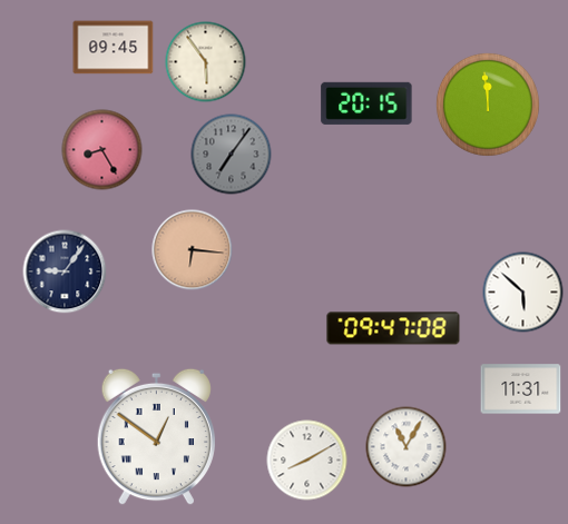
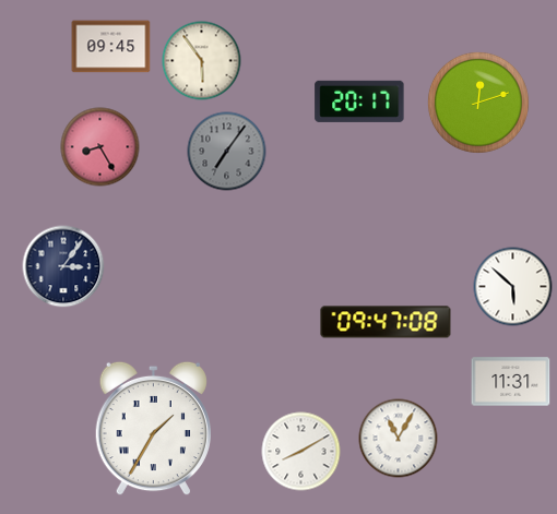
clock at (366, 103): 20:15 -> 20:17
clock at (488, 105): 11:59 -> 12:12
clock at (193, 250): 6:16 -> none
clock at (65, 271): 9:06 -> 3:06
clock at (156, 437): 12:51 -> 1:35
